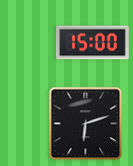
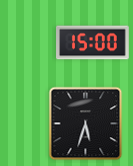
clock at (86, 124): 6:12 -> 5:33
